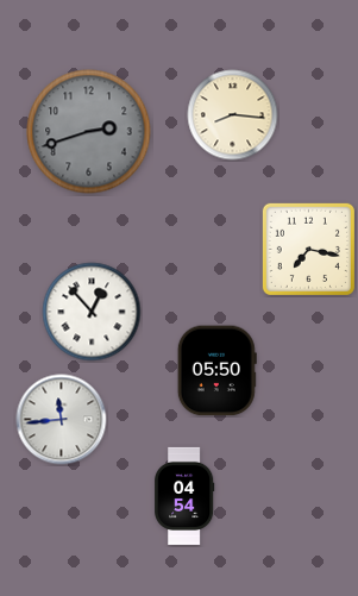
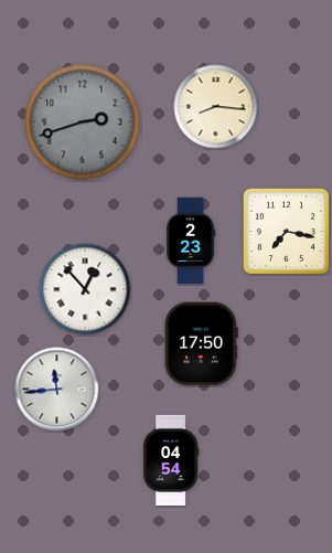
clock at (191, 241): none -> 2:23
clock at (216, 371): 05:50 -> 17:50
